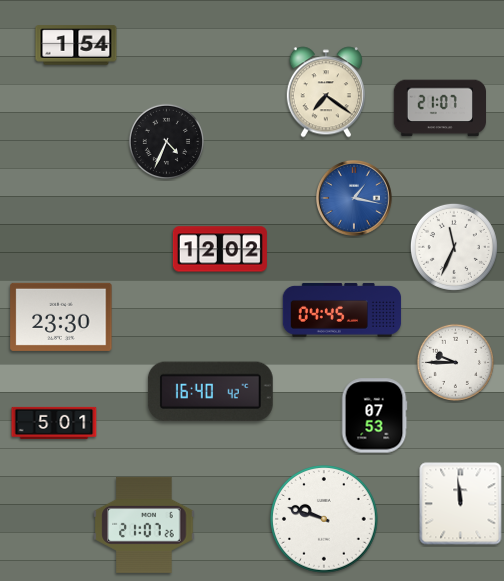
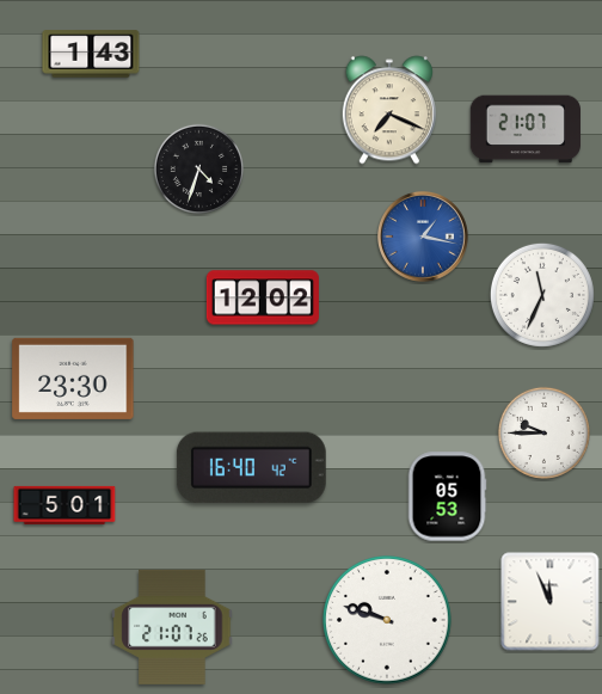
clock at (76, 45): 1:54 -> 1:43
clock at (326, 92): 7:21 -> 7:19
clock at (166, 141): 4:34 -> 4:33
clock at (342, 310): 04:45 -> none
clock at (374, 416): 07:53 -> 05:53
clock at (461, 504): 11:59 -> 11:56
